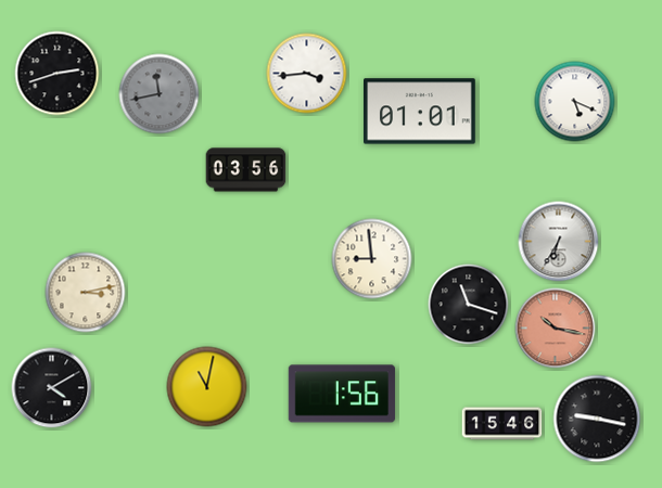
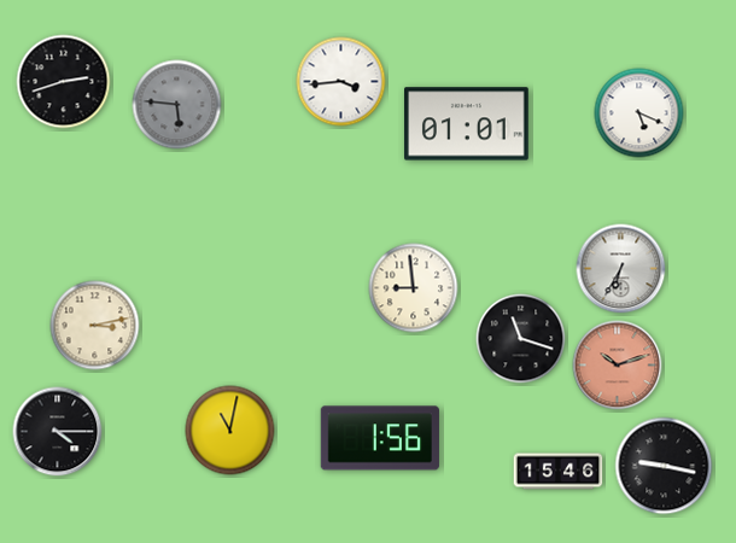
clock at (160, 94): 11:43 -> 5:46
clock at (246, 170): 03:56 -> none
clock at (556, 329): 10:17 -> 10:12
clock at (52, 388): 4:10 -> 4:15
